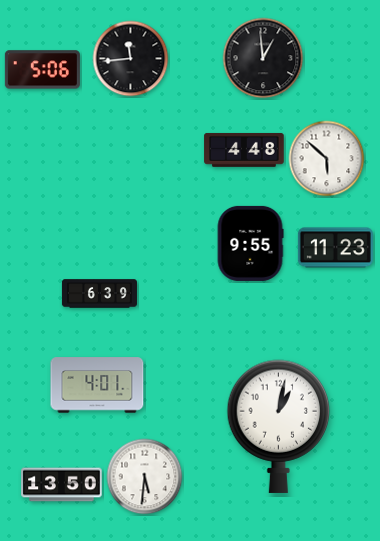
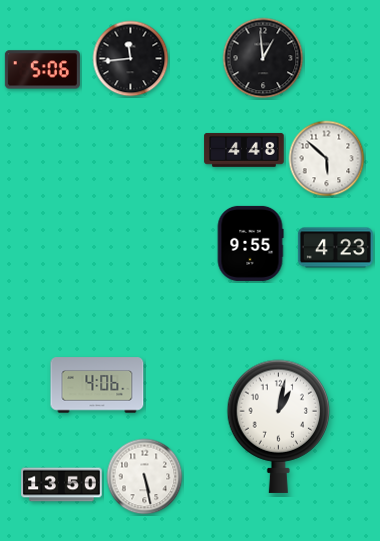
clock at (335, 248): 11:23 -> 4:23
clock at (99, 294): 6:39 -> none
clock at (97, 385): 4:01 -> 4:06
clock at (145, 477): 5:31 -> 5:28
